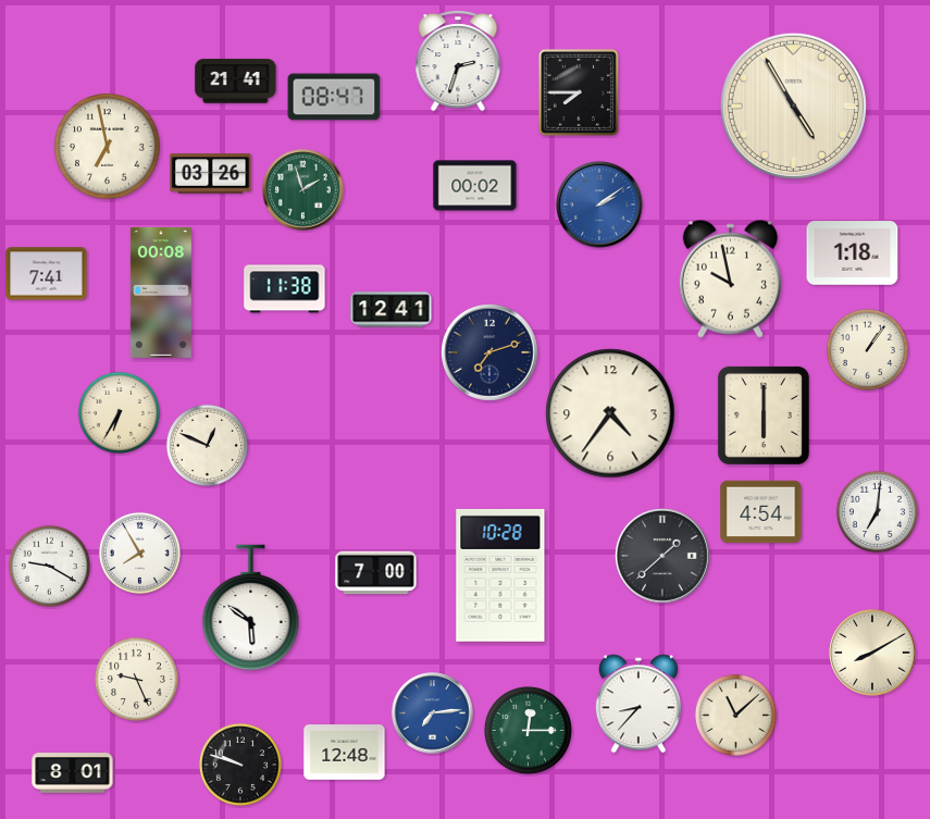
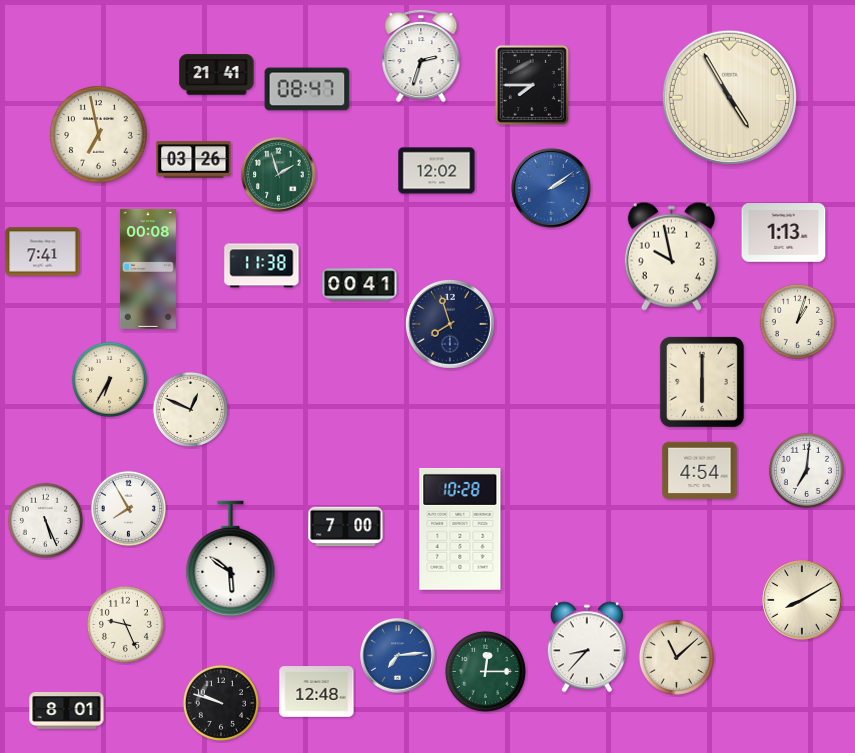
clock at (475, 186): 00:02 -> 12:02
clock at (853, 253): 1:18 -> 1:13
clock at (392, 310): 12:41 -> 00:41
clock at (867, 349): 1:06 -> 1:03
clock at (491, 353): 7:12 -> 7:57
clock at (610, 413): 4:36 -> none
clock at (664, 557): 1:38 -> none
clock at (49, 566): 9:20 -> 5:26
